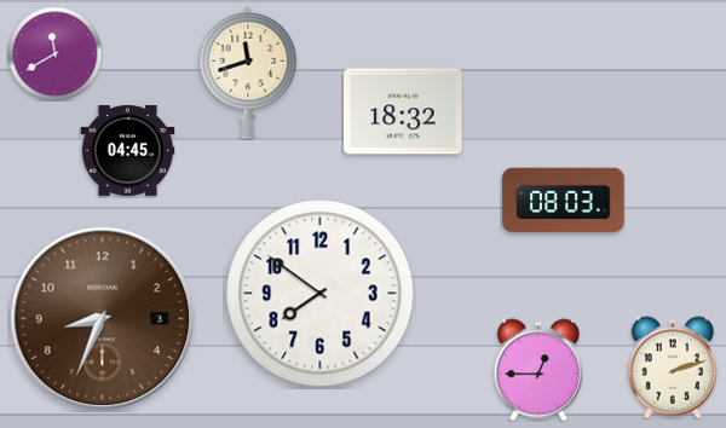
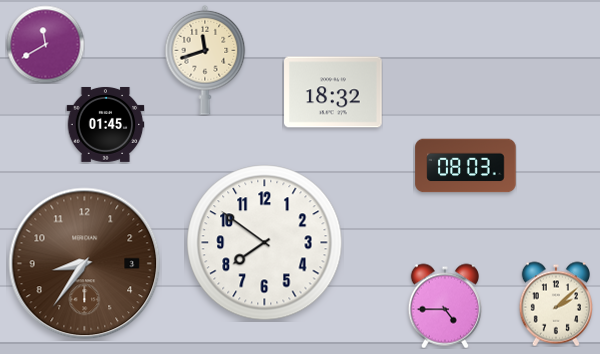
clock at (127, 150): 04:45 -> 01:45
clock at (103, 319): 8:34 -> 8:36
clock at (673, 368): 2:12 -> 2:08
clock at (538, 370): 12:45 -> 4:45
